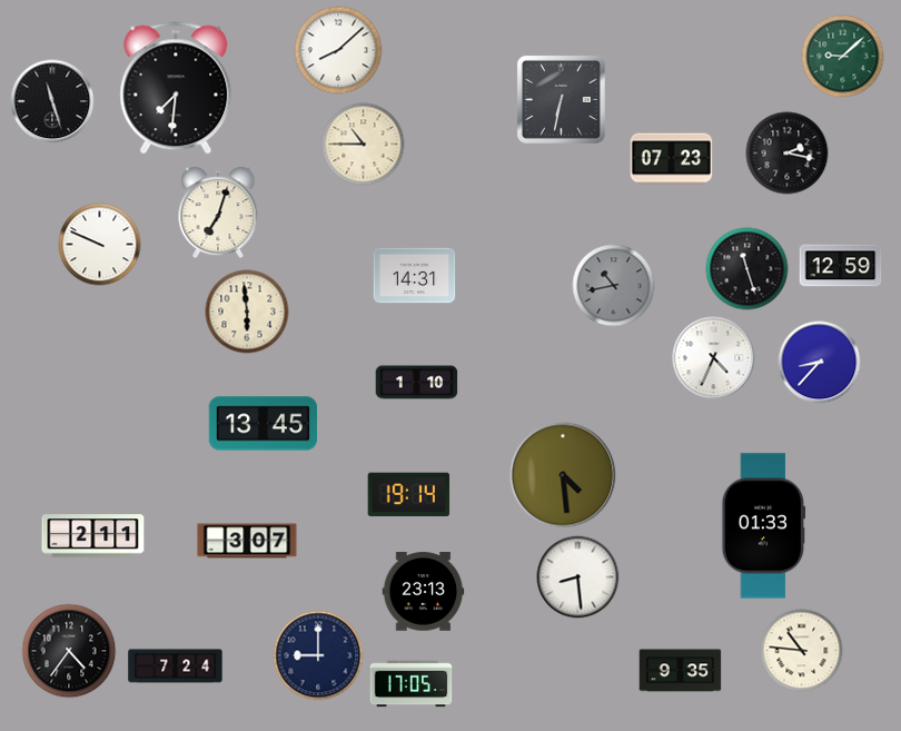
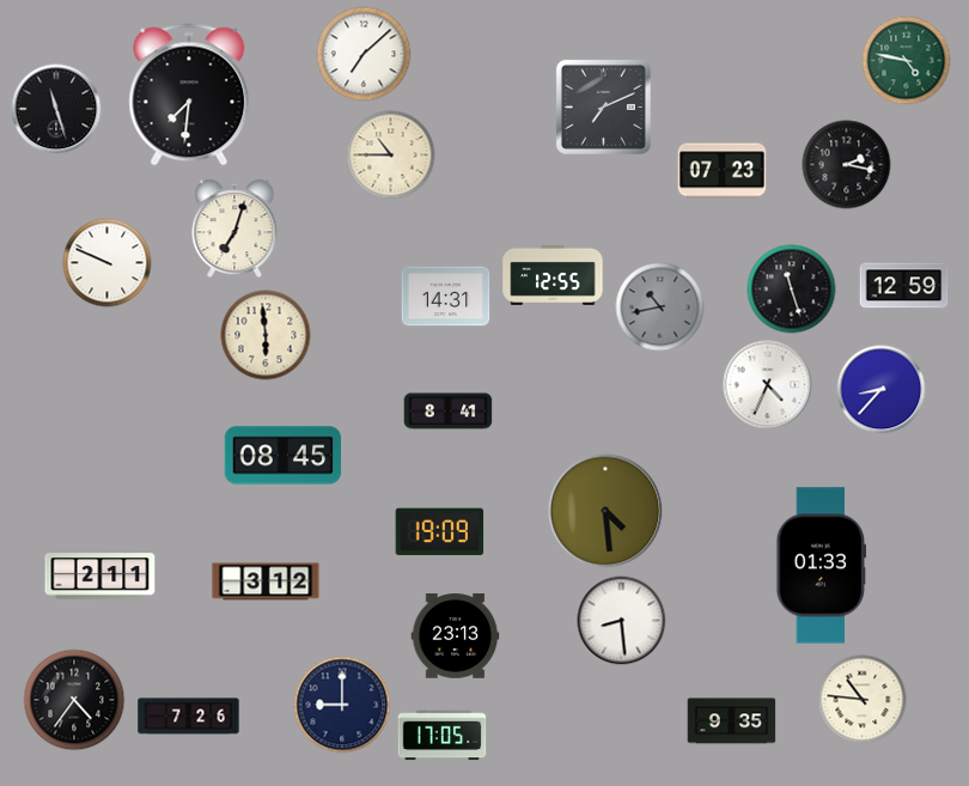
clock at (338, 50): 8:08 -> 7:08
clock at (843, 57): 9:08 -> 4:47
clock at (561, 99): 6:32 -> 7:11
clock at (553, 275): none -> 12:55
clock at (747, 269) position: (747, 269) -> (792, 290)
clock at (417, 383): 1:10 -> 8:41
clock at (264, 424): 13:45 -> 08:45
clock at (409, 495): 19:14 -> 19:09
clock at (247, 541): 3:07 -> 3:12
clock at (176, 666): 7:24 -> 7:26
